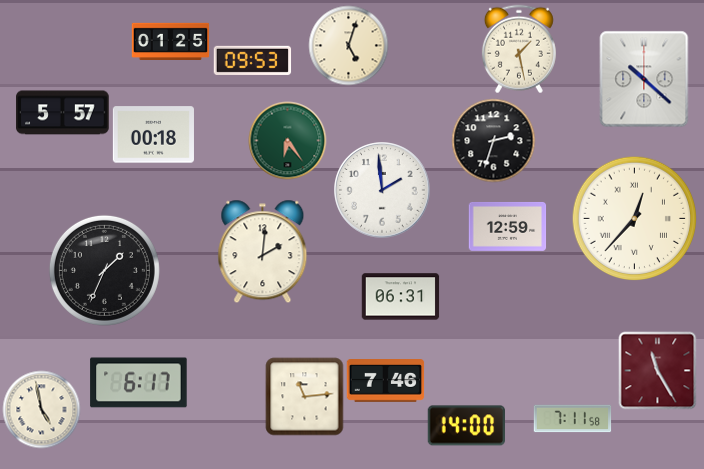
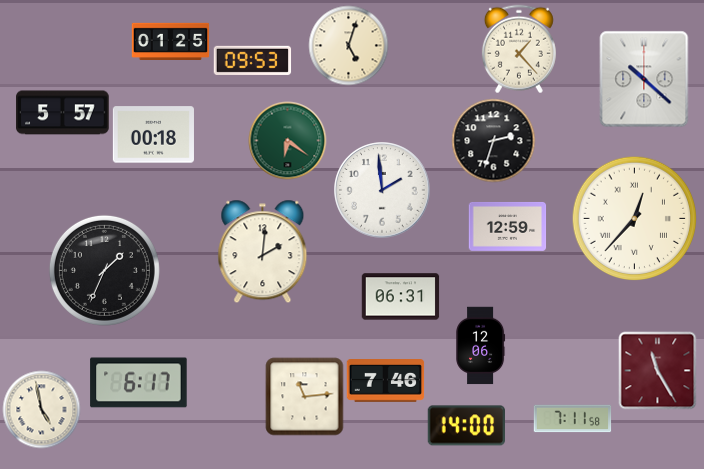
clock at (519, 49): 1:28 -> 1:23
clock at (287, 140): 6:24 -> 6:21
clock at (481, 345): none -> 12:06
